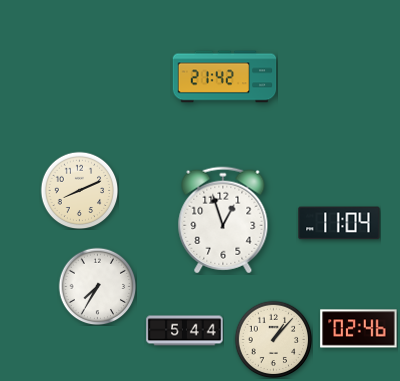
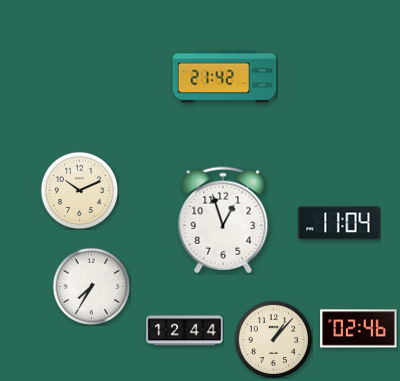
clock at (79, 190): 8:11 -> 10:11
clock at (97, 286) position: (97, 286) -> (91, 286)
clock at (185, 331): 5:44 -> 12:44
